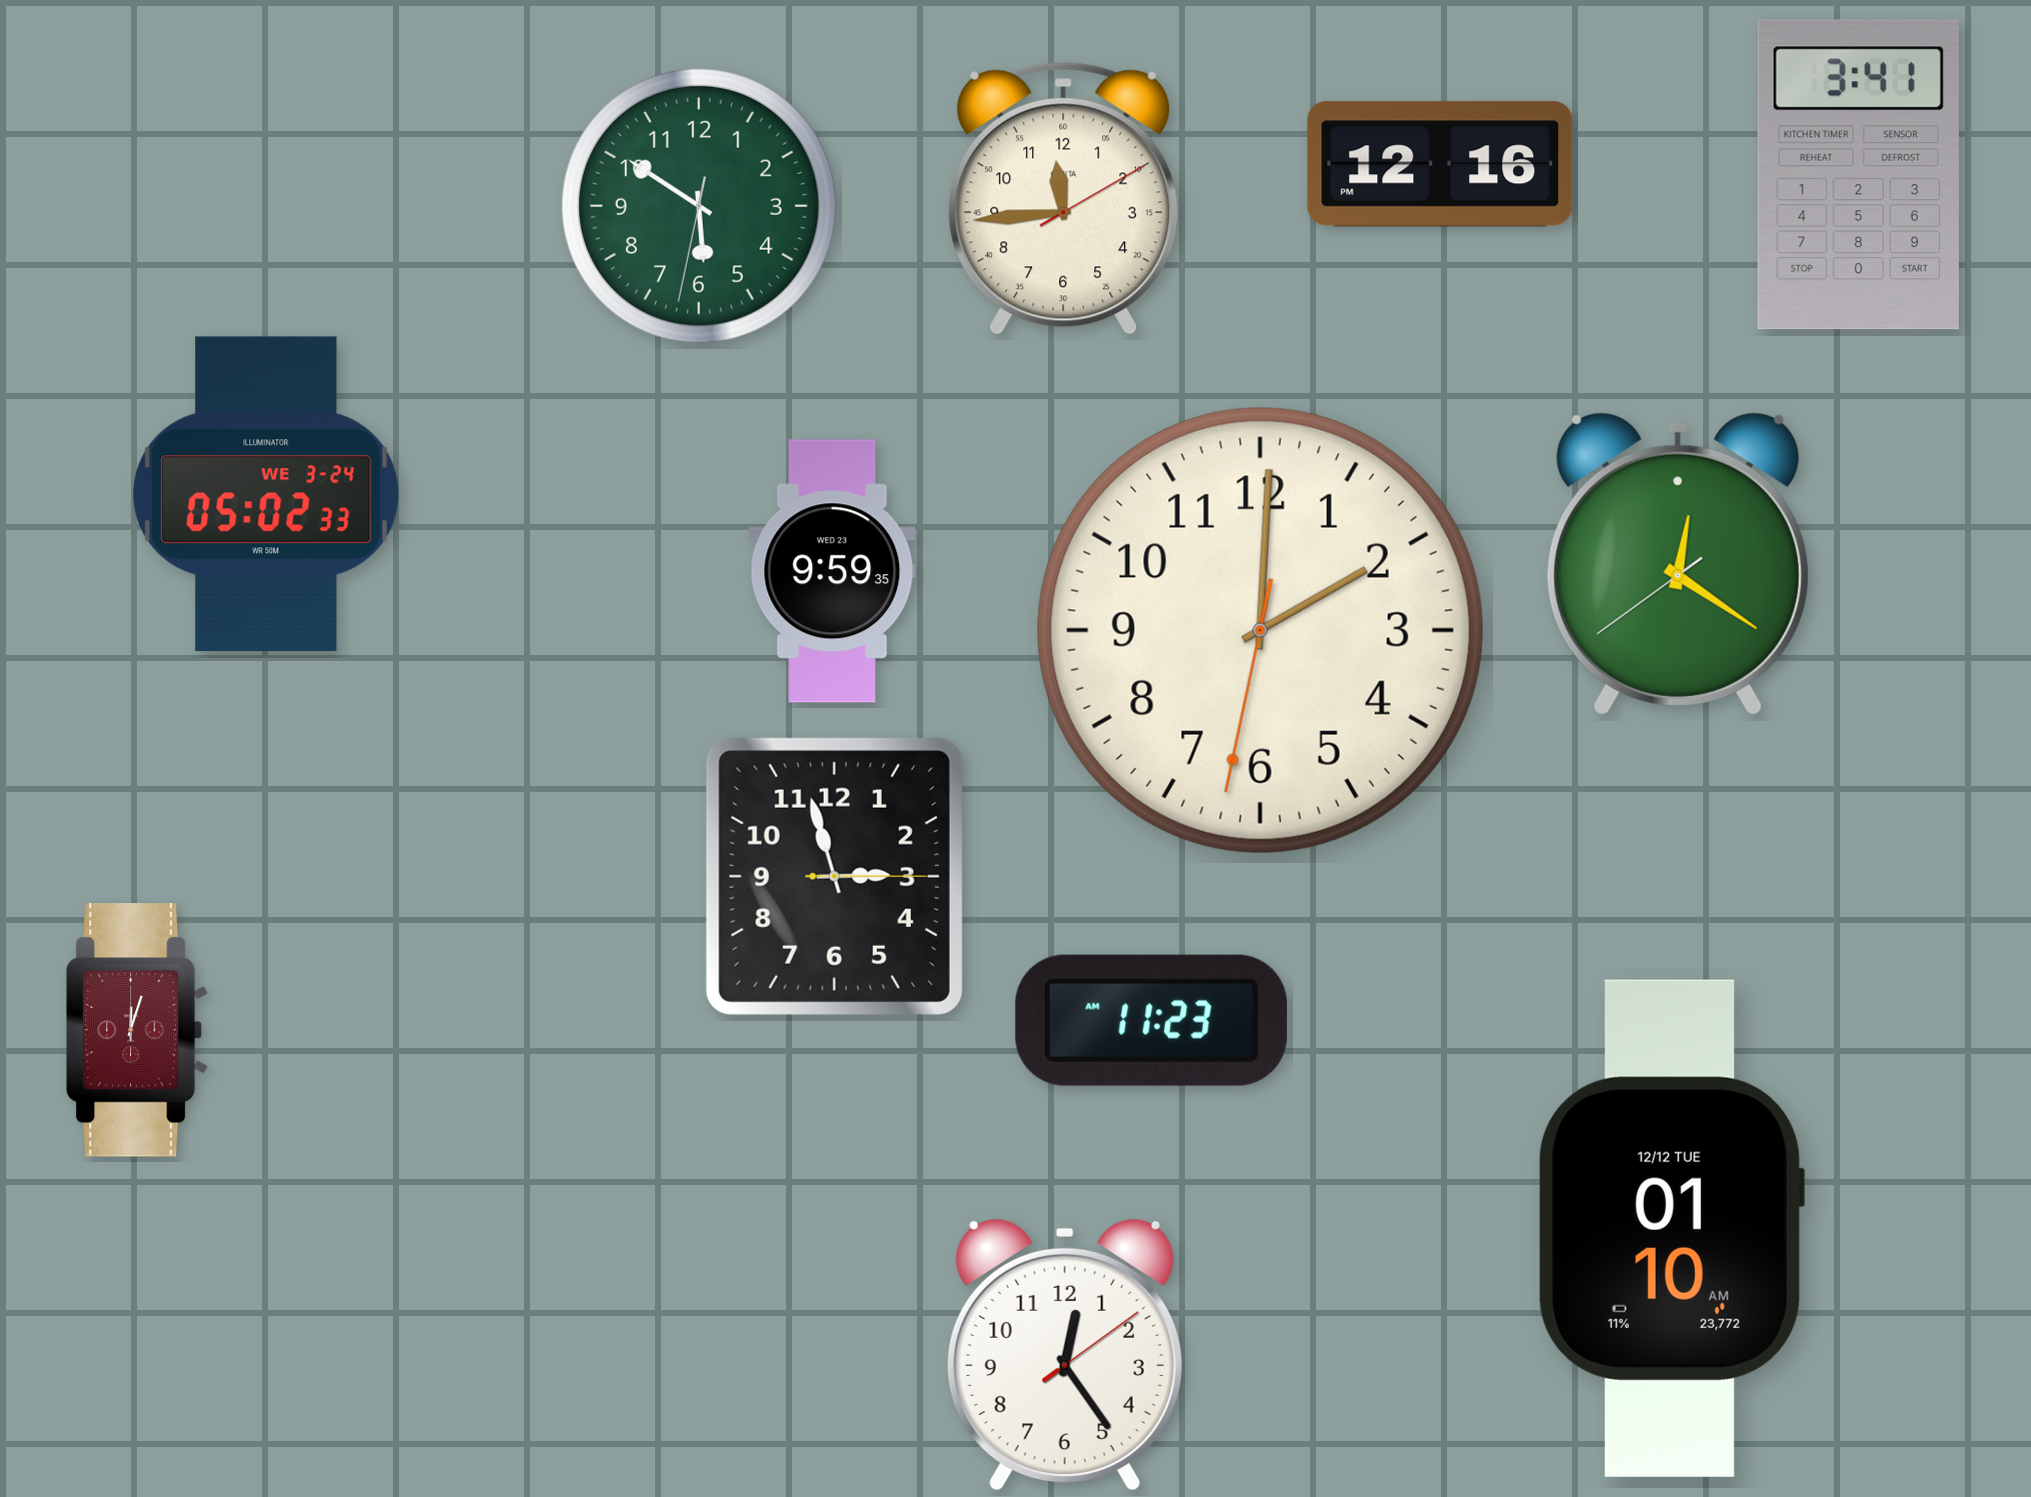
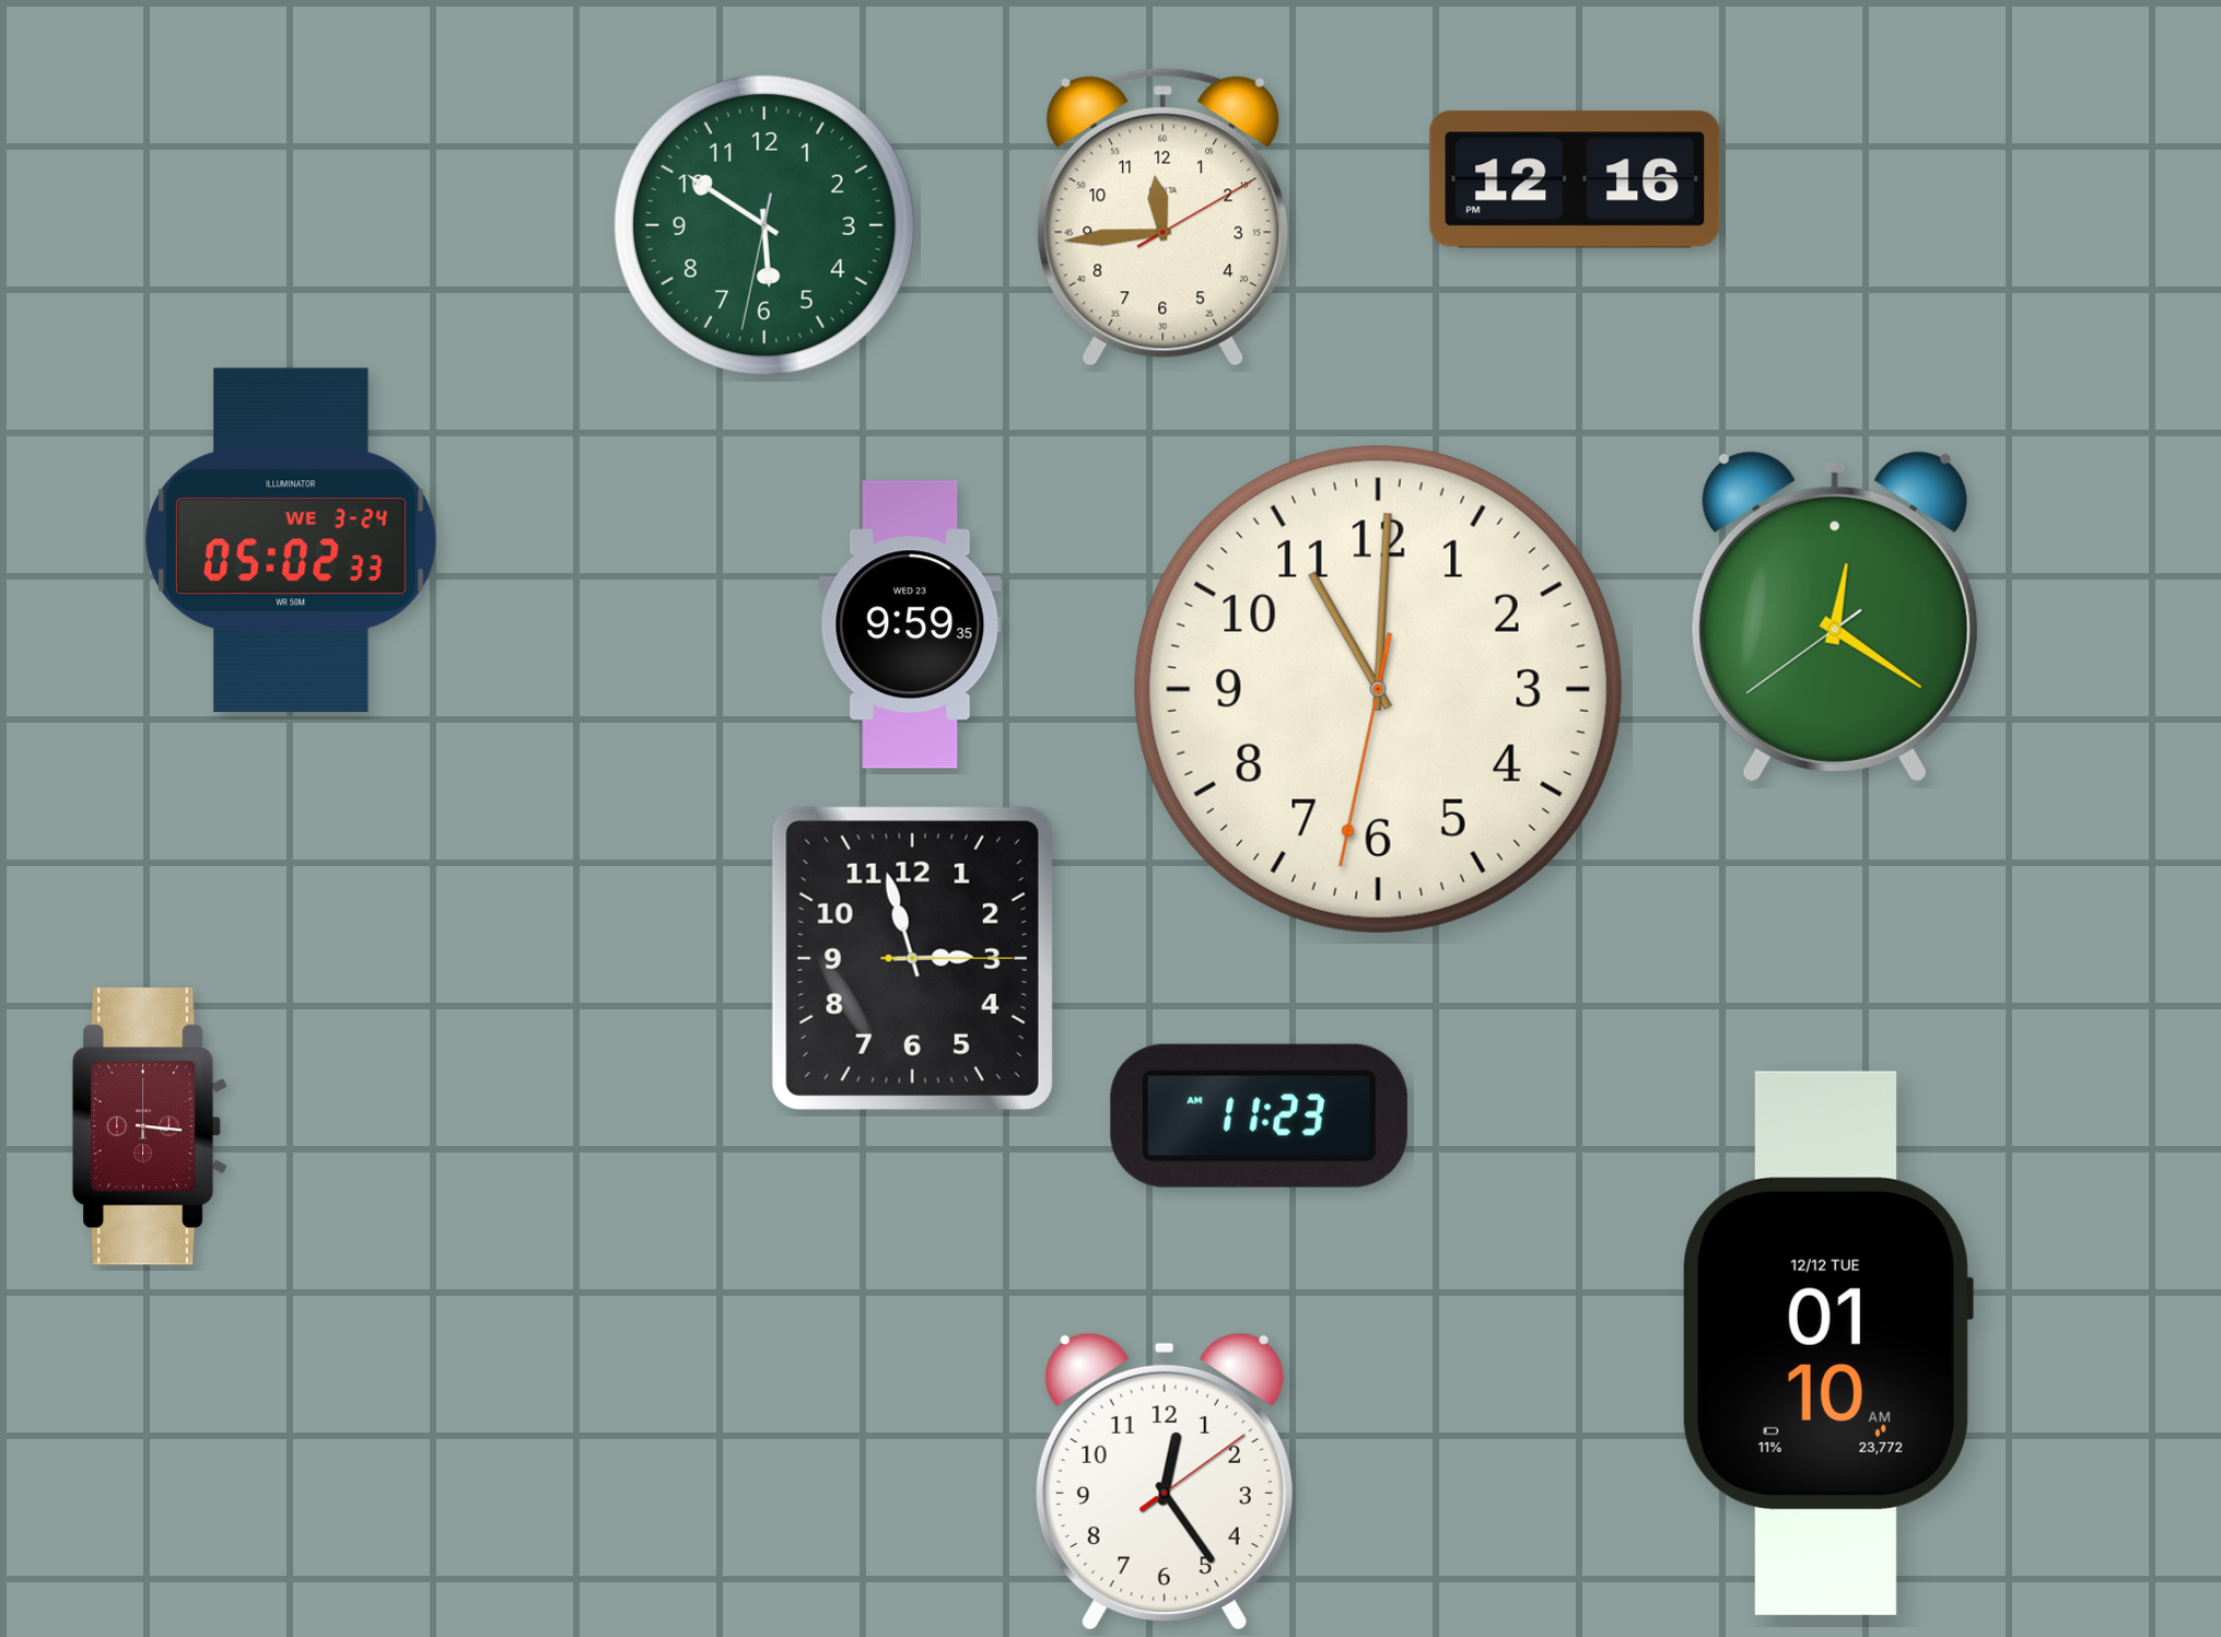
clock at (1858, 175): 3:41 -> none
clock at (1260, 630): 2:00 -> 11:00
clock at (137, 1030): 12:03 -> 3:16
